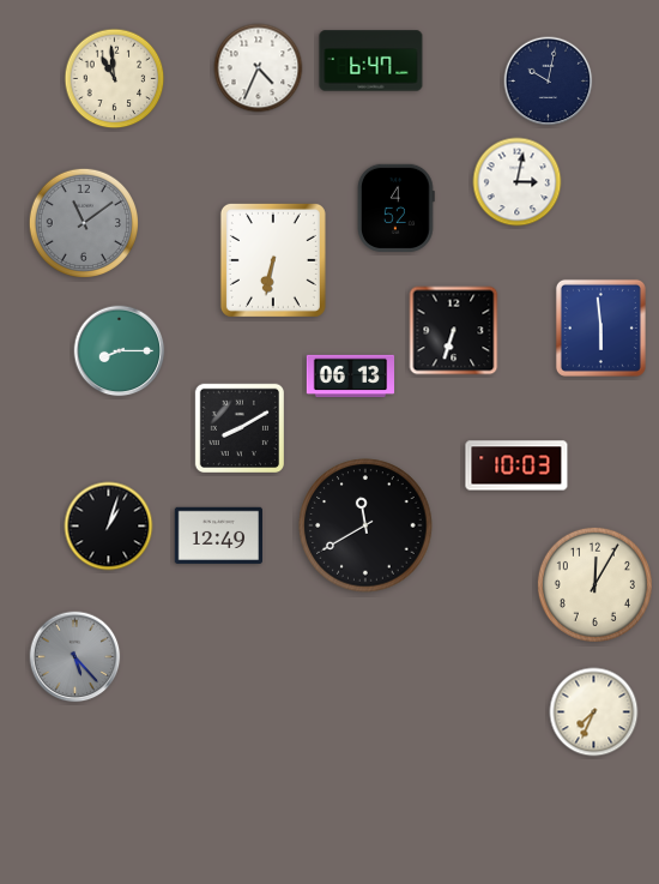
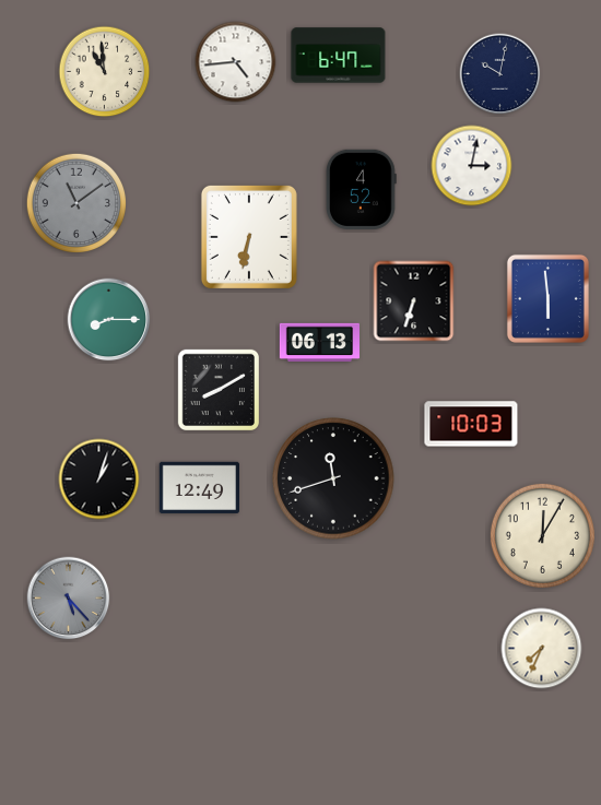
clock at (259, 68): 4:34 -> 4:44
clock at (365, 525): 11:40 -> 11:42
clock at (594, 584) position: (594, 584) -> (542, 535)
